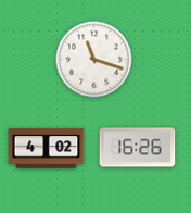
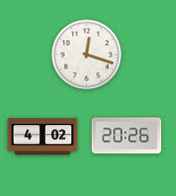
clock at (94, 60): 11:18 -> 12:18
clock at (138, 148): 16:26 -> 20:26
